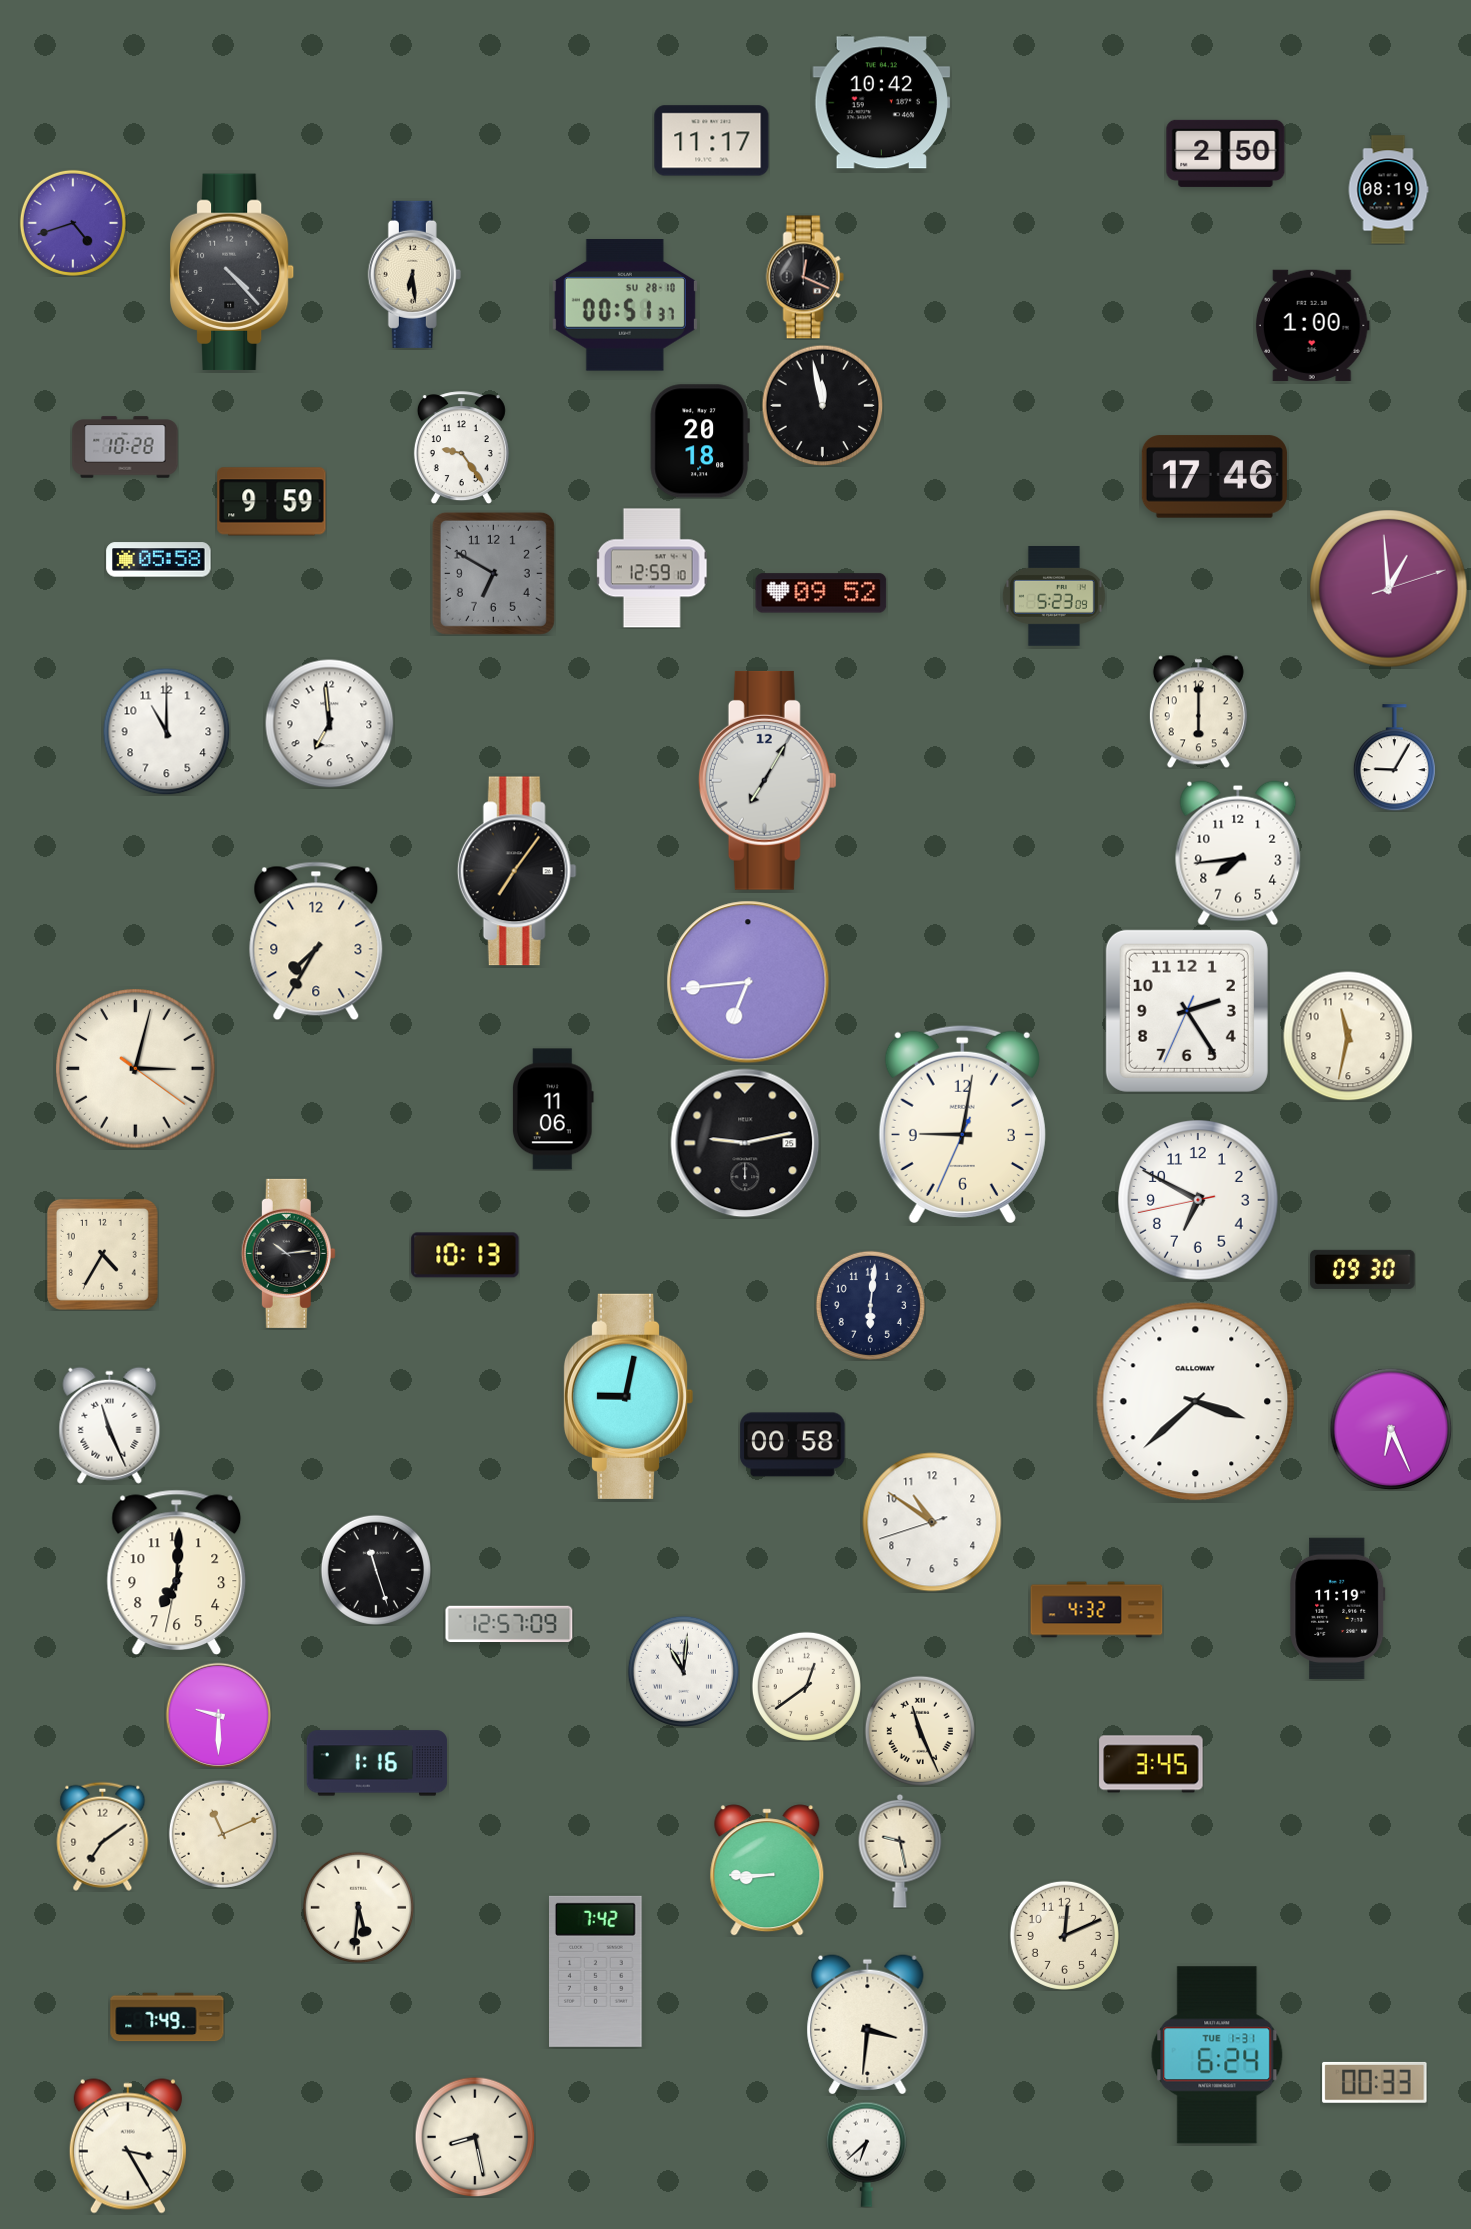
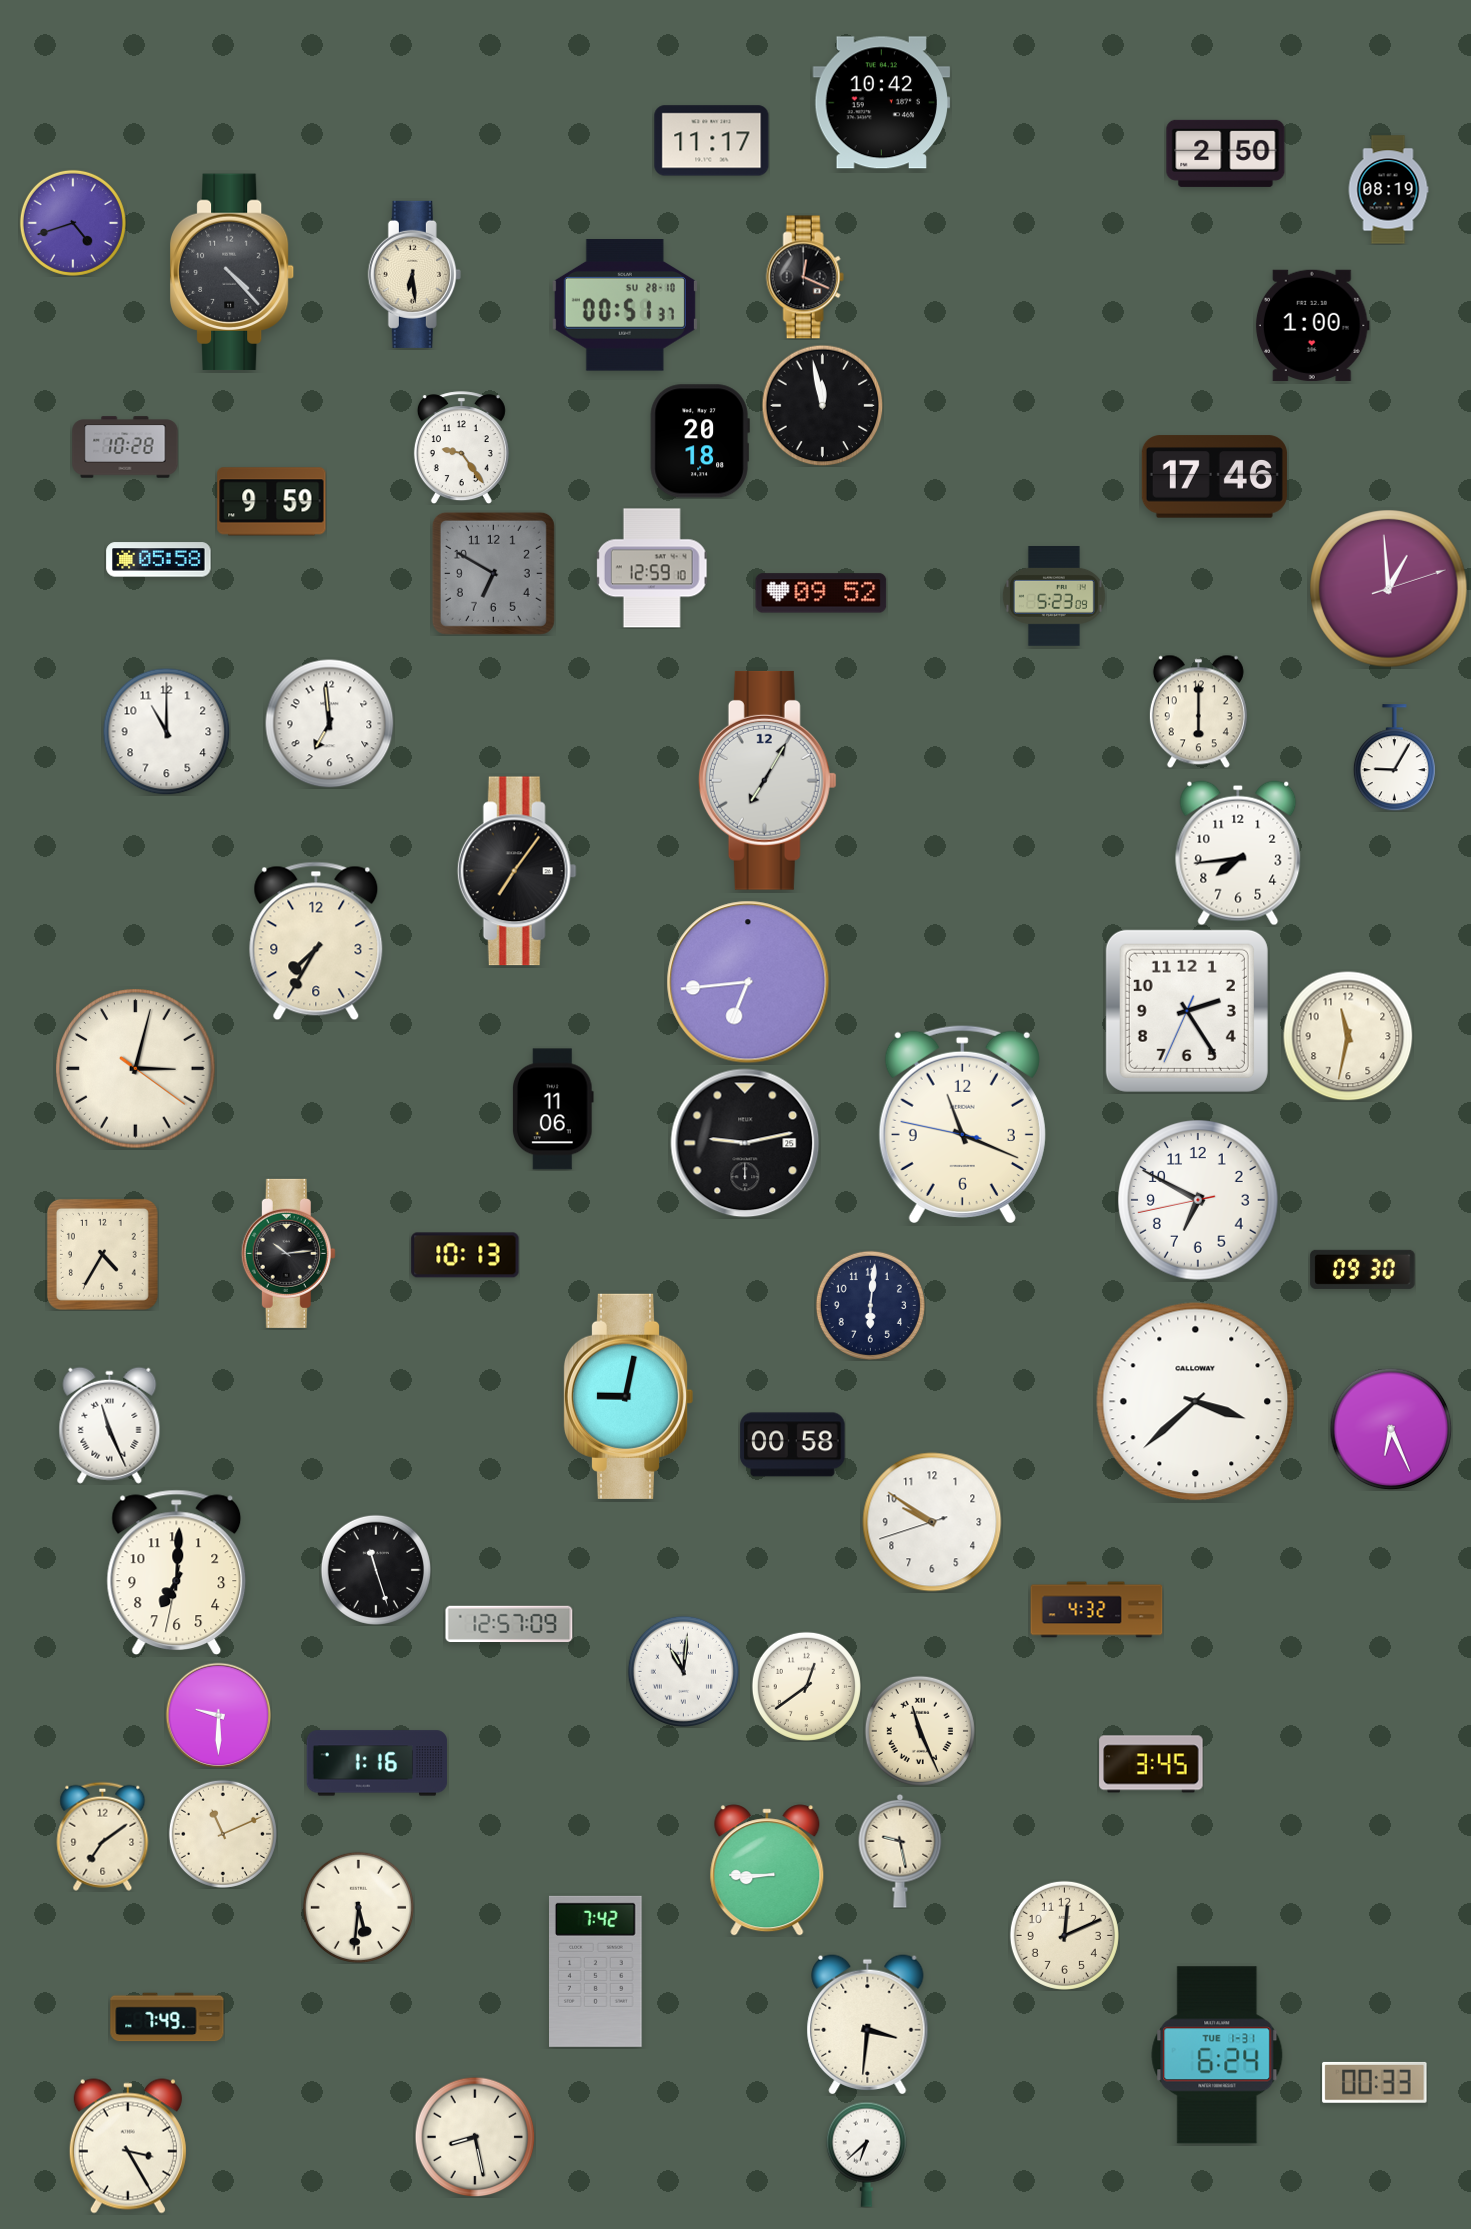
clock at (962, 1123): 9:01 -> 11:18
clock at (932, 1522): 10:50 -> 9:50
clock at (1338, 1608): 11:19 -> none
